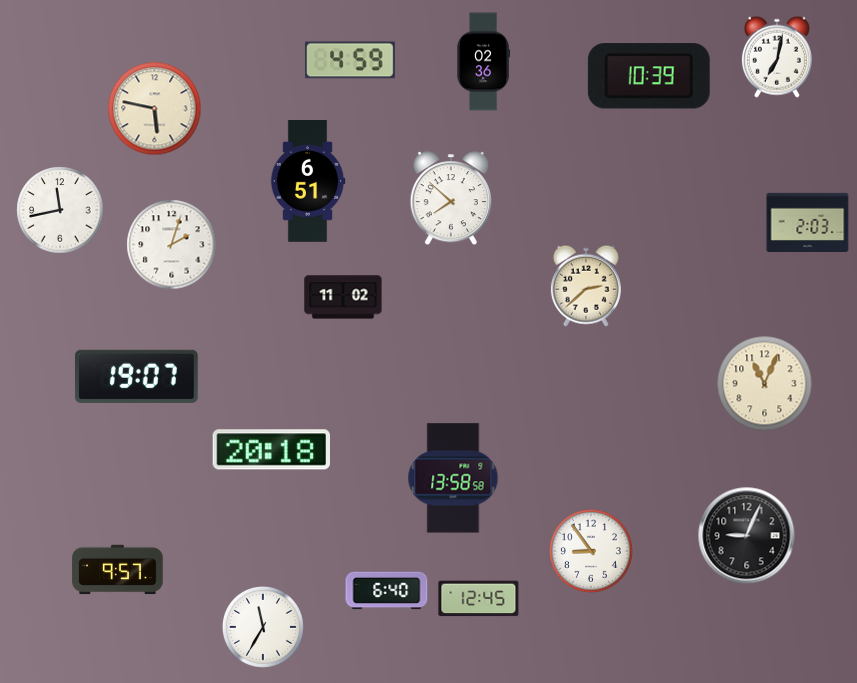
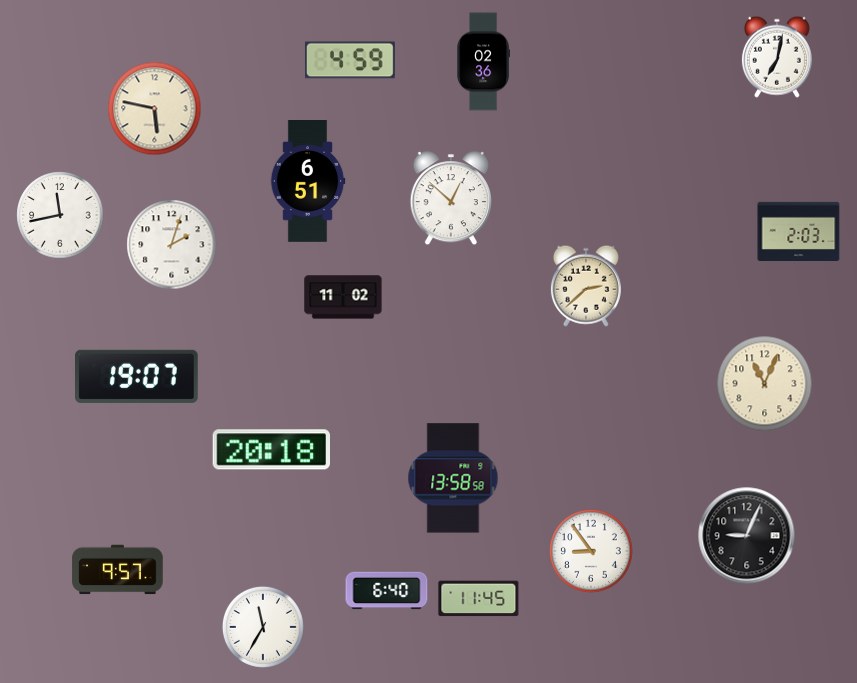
clock at (649, 76): 10:39 -> none
clock at (451, 199): 7:52 -> 12:52
clock at (60, 210) position: (60, 210) -> (60, 215)
clock at (808, 222) position: (808, 222) -> (799, 231)
clock at (479, 599): 12:45 -> 11:45
